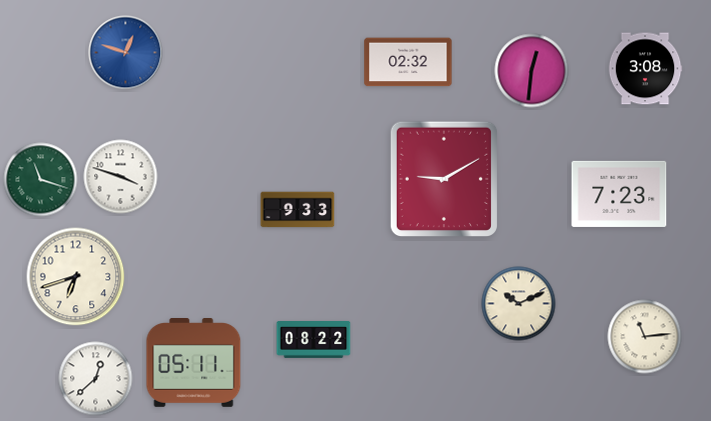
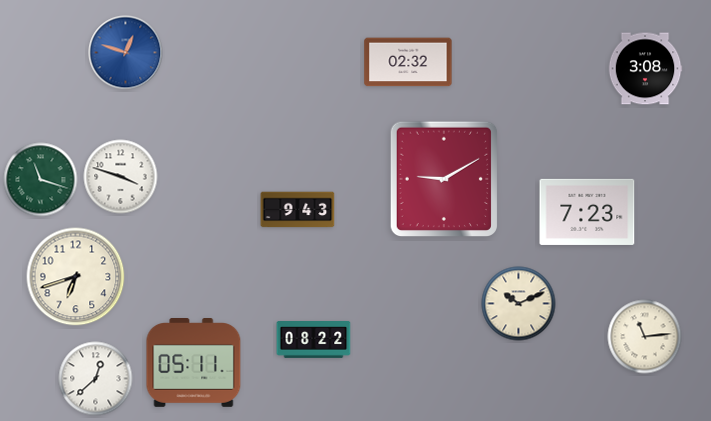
clock at (532, 71): 12:31 -> none
clock at (619, 194) position: (619, 194) -> (587, 212)
clock at (298, 210): 9:33 -> 9:43
